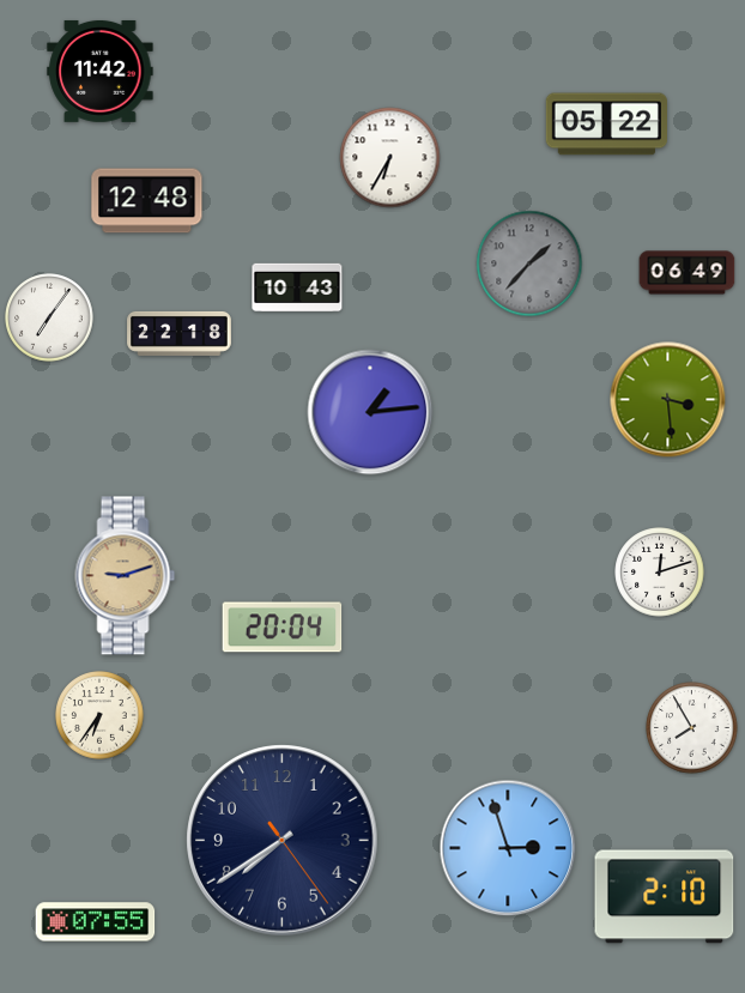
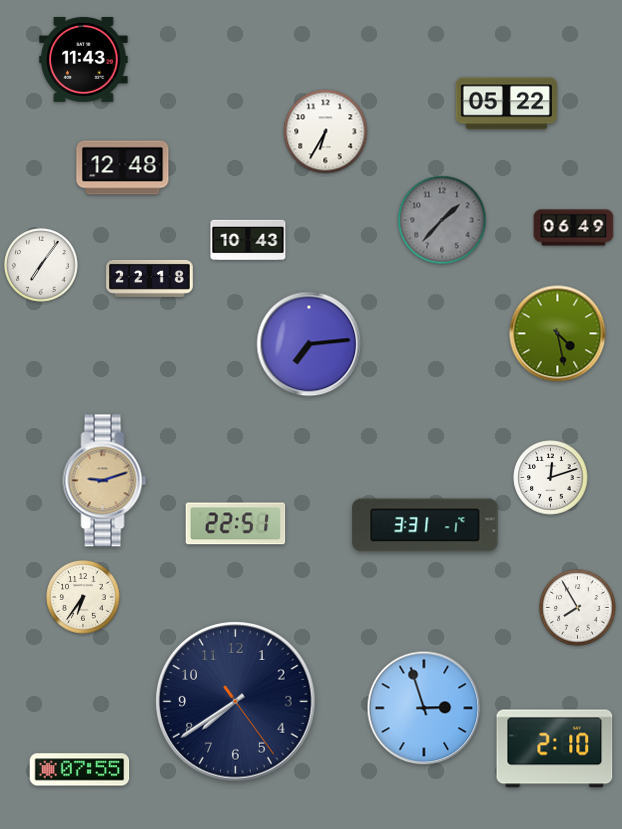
clock at (101, 71): 11:42 -> 11:43
clock at (668, 400): 3:29 -> 4:28
clock at (370, 412): 1:14 -> 7:14
clock at (283, 628): 20:04 -> 22:51
clock at (425, 525): none -> 3:31
